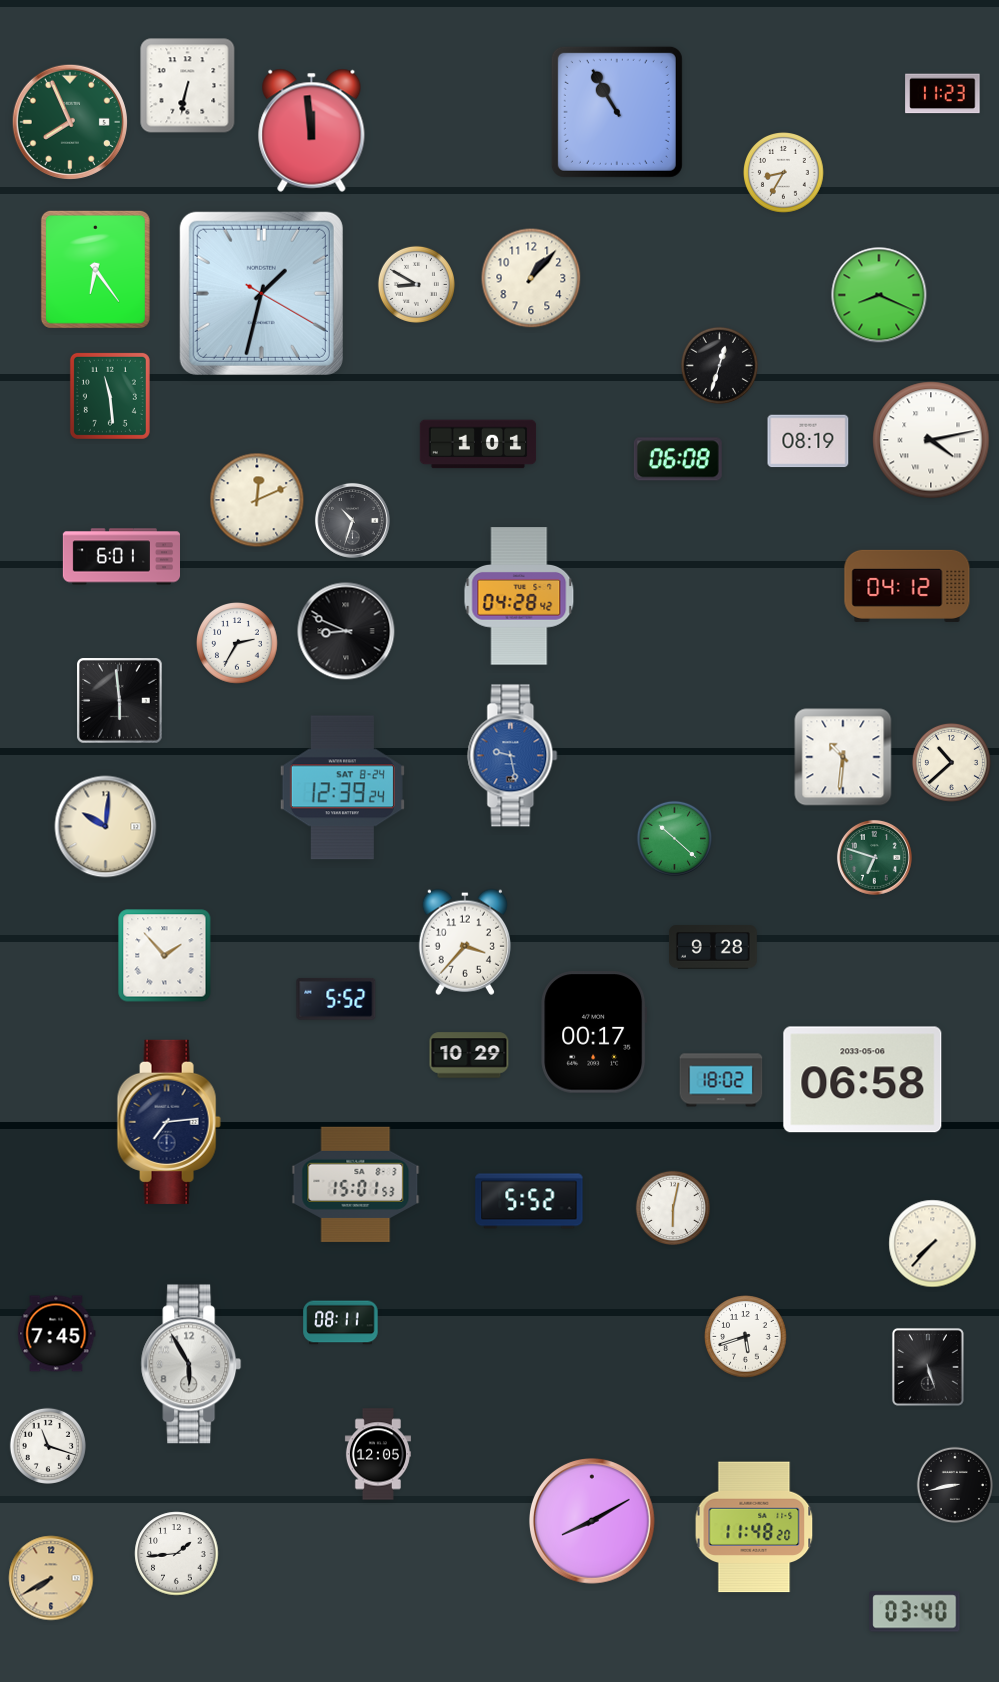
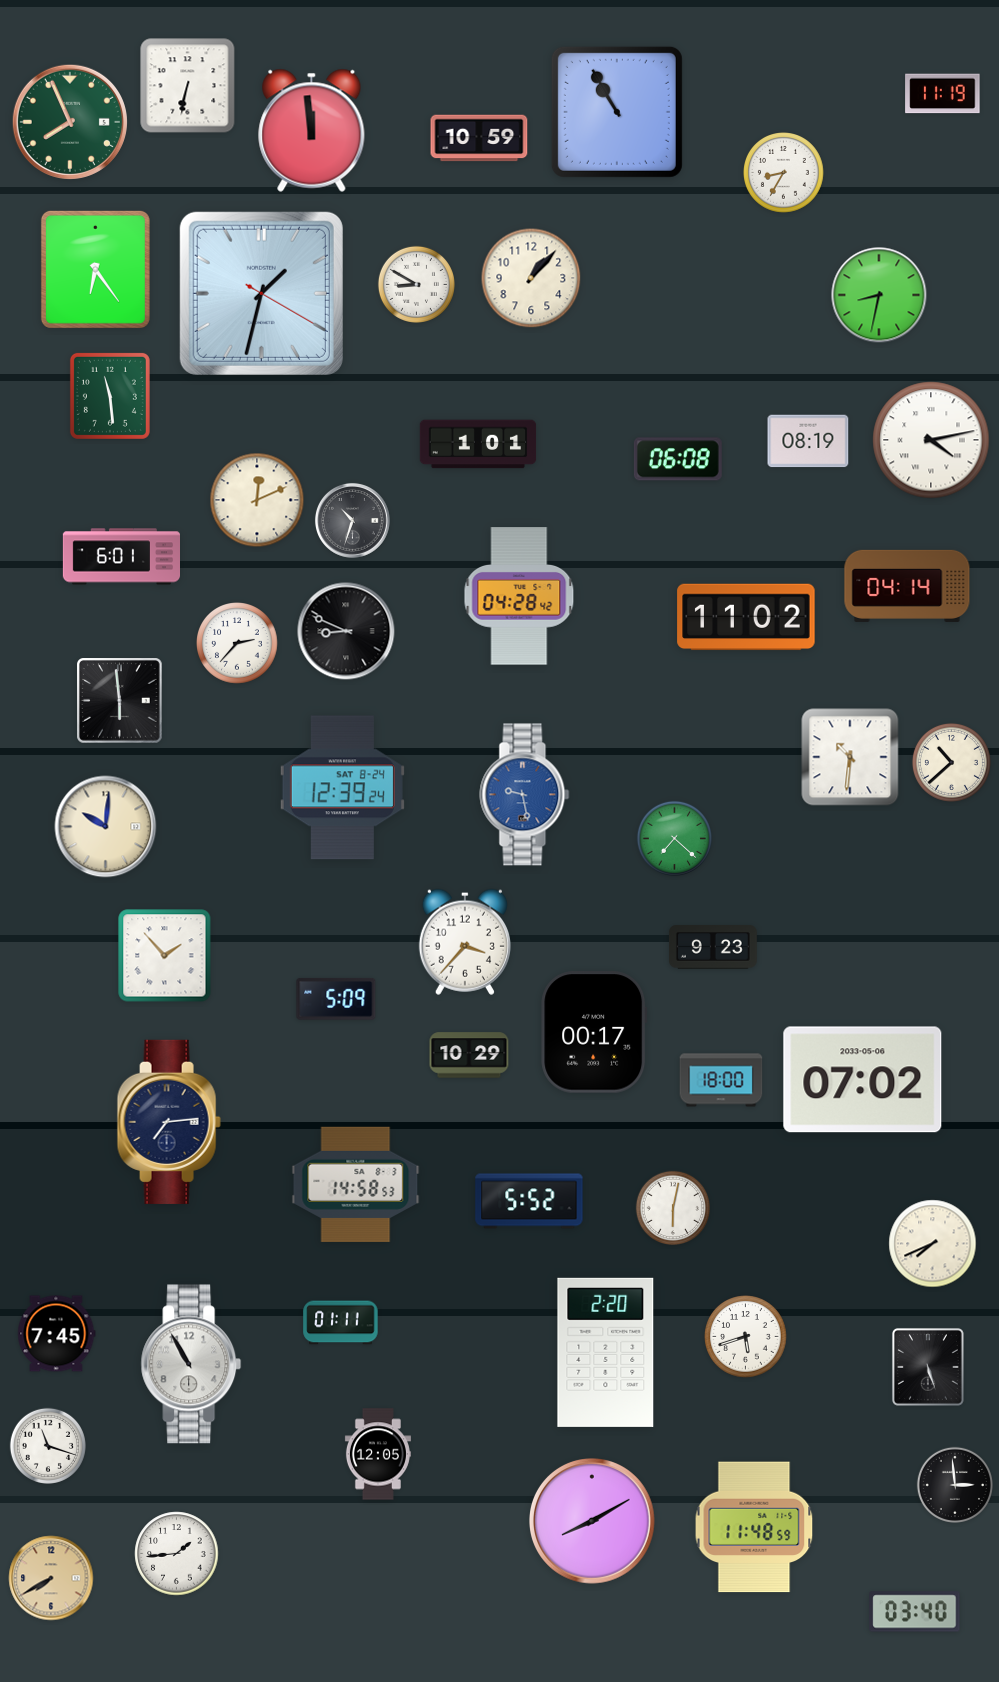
clock at (943, 94): 11:23 -> 11:19
clock at (479, 138): none -> 10:59
clock at (879, 295): 8:19 -> 8:32
clock at (719, 365): 12:33 -> none
clock at (907, 586): 04:12 -> 04:14
clock at (746, 617): none -> 11:02
clock at (237, 643): 2:35 -> 2:37
clock at (513, 756) position: (513, 756) -> (525, 795)
clock at (843, 757) position: (843, 757) -> (850, 757)
clock at (674, 838): 10:22 -> 7:22
clock at (875, 858): 6:48 -> none
clock at (713, 947): 9:28 -> 9:23
clock at (336, 999): 5:52 -> 5:09
clock at (721, 1080): 18:02 -> 18:00
clock at (863, 1080): 06:58 -> 07:02
clock at (356, 1184): 15:01 -> 14:58
clock at (933, 1244): 7:37 -> 7:41
clock at (341, 1323): 08:11 -> 01:11
clock at (606, 1352): none -> 2:20
clock at (191, 1364): 5:55 -> 10:55
clock at (955, 1484): 8:43 -> 2:59
clock at (754, 1527): 11:48:20 -> 11:48:59
